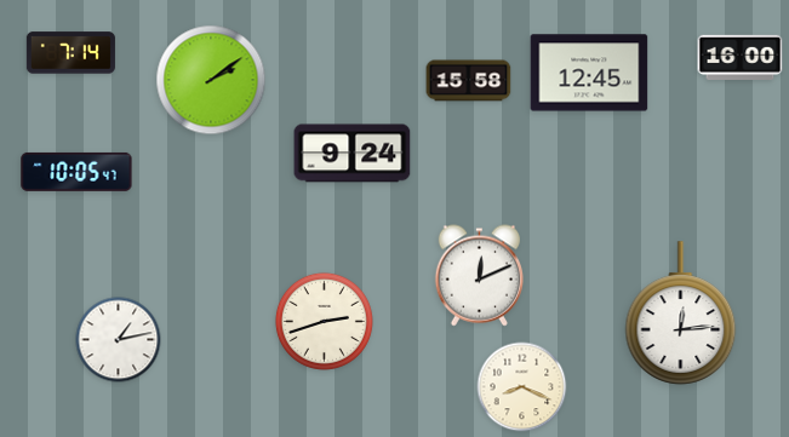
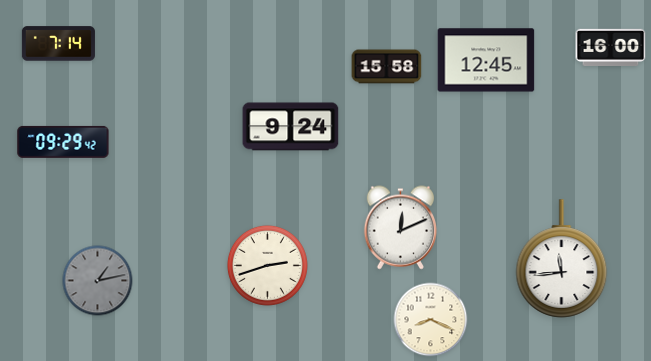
clock at (211, 80): 2:09 -> none
clock at (76, 172): 10:05 -> 09:29
clock at (479, 276) position: (479, 276) -> (400, 228)
clock at (681, 314): 12:14 -> 11:44
clock at (119, 340) dial: white -> grey
